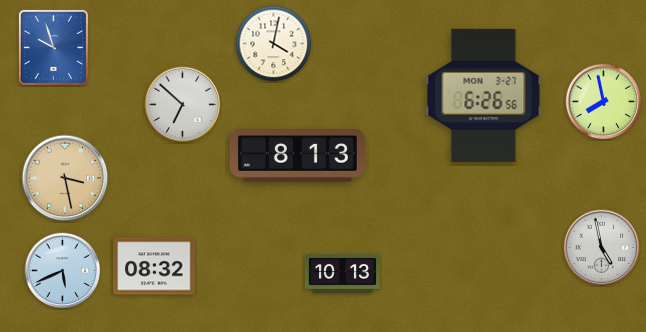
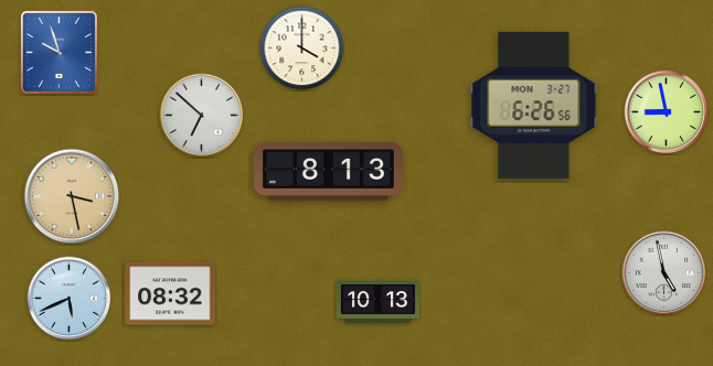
clock at (274, 44): 4:02 -> 4:00
clock at (604, 102): 7:58 -> 8:58
